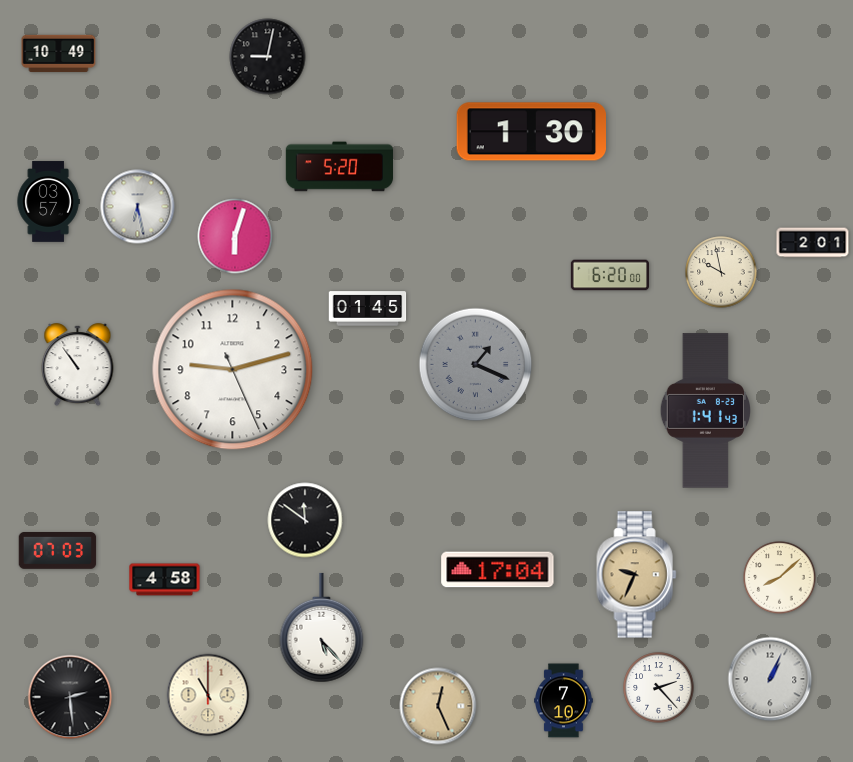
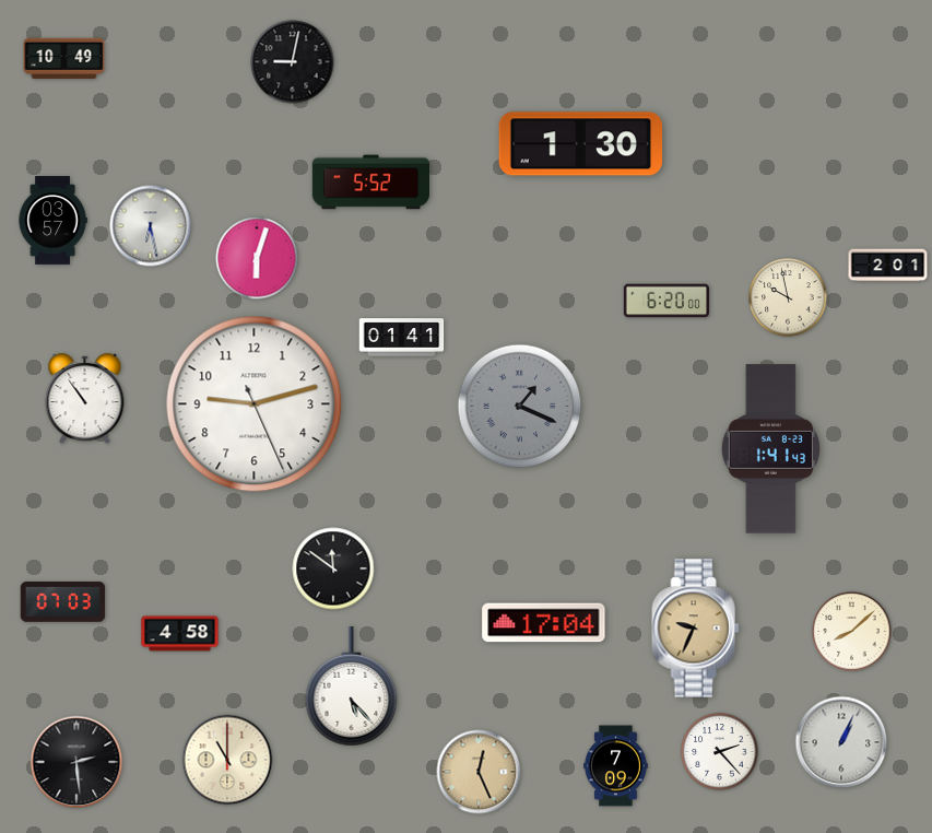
clock at (339, 167): 5:20 -> 5:52
clock at (368, 309): 01:45 -> 01:41
clock at (476, 365) position: (476, 365) -> (520, 407)
clock at (564, 701): 7:10 -> 7:09
